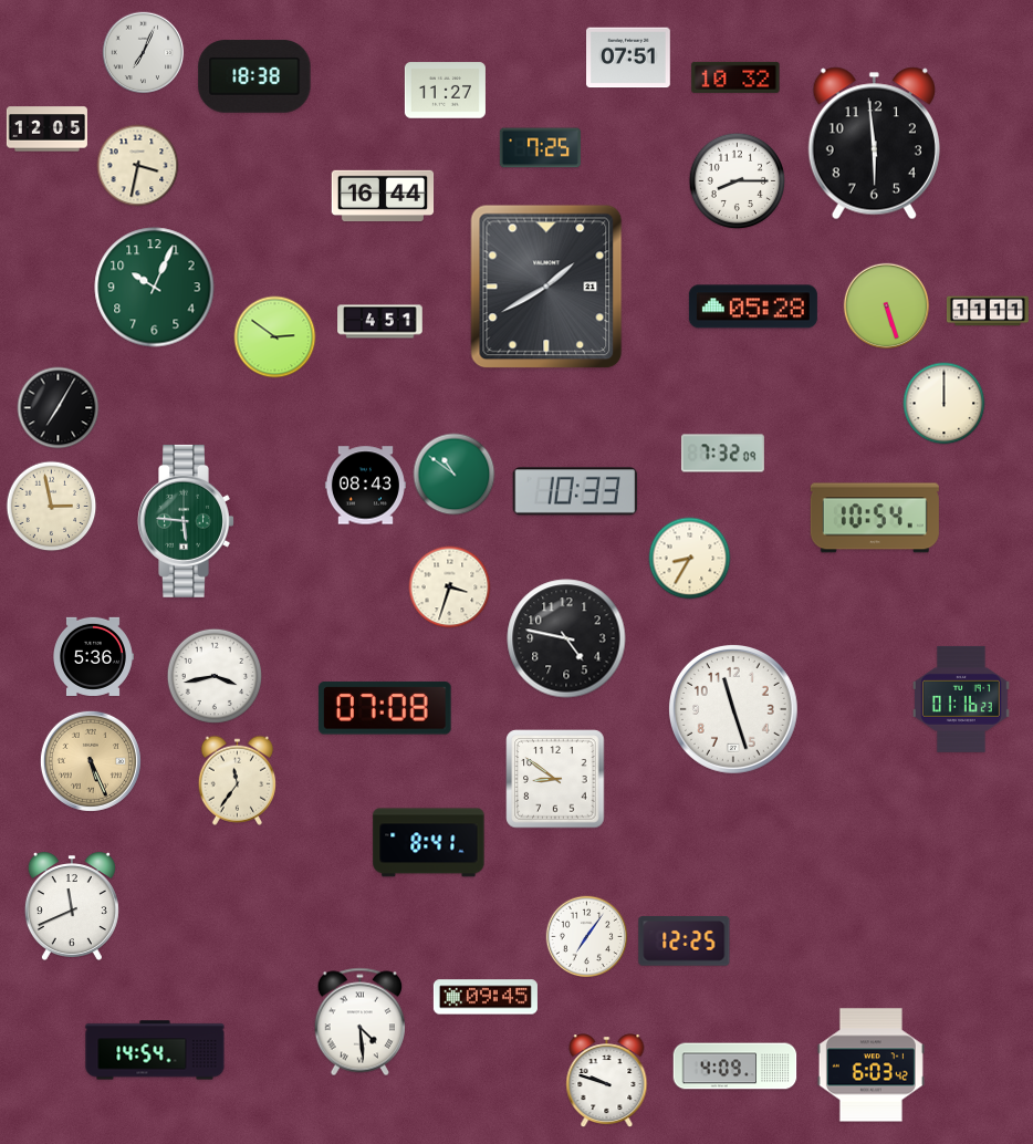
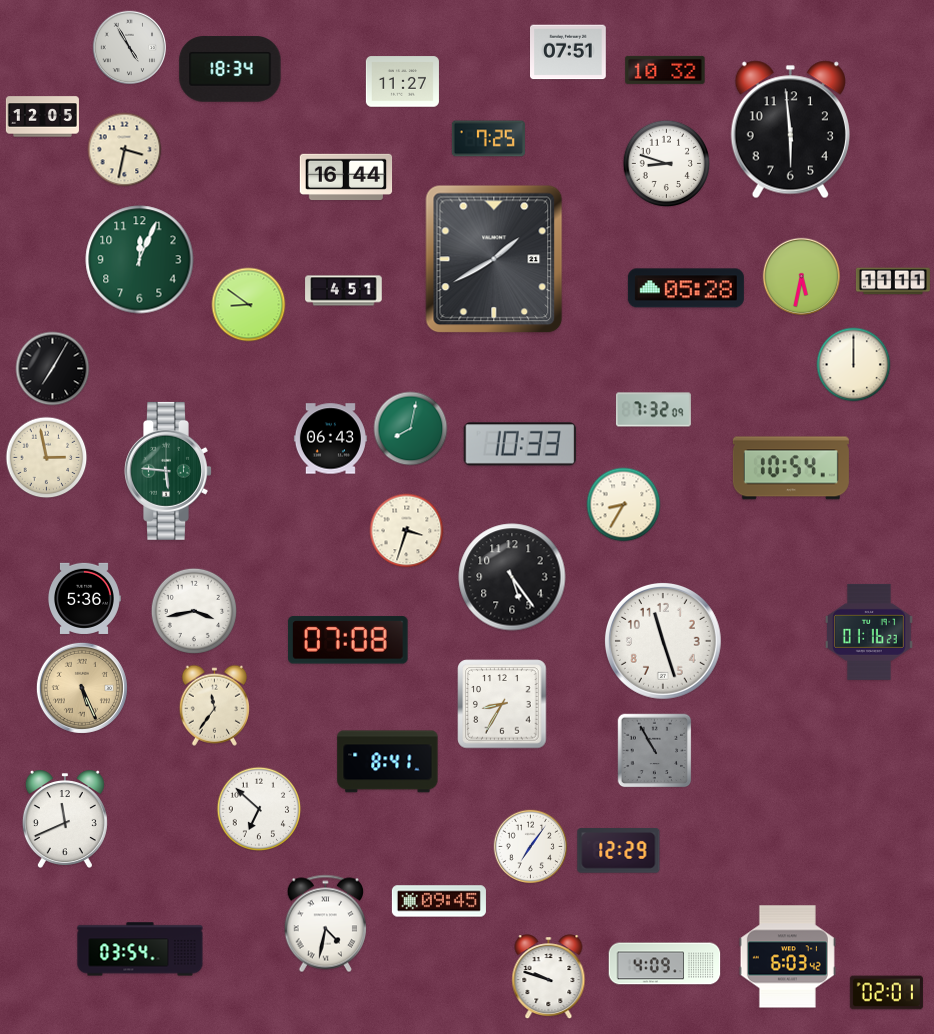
clock at (144, 53): 7:04 -> 4:55
clock at (254, 76): 18:38 -> 18:34
clock at (540, 148) position: (540, 148) -> (488, 139)
clock at (737, 180): 8:15 -> 8:48
clock at (155, 288): 10:04 -> 12:04
clock at (753, 306) position: (753, 306) -> (686, 288)
clock at (887, 306): 5:27 -> 5:32
clock at (275, 337): 2:51 -> 8:51
clock at (455, 475): 10:51 -> 8:02
clock at (365, 486): 08:43 -> 06:43
clock at (566, 638): 4:47 -> 5:24
clock at (94, 656) position: (94, 656) -> (85, 598)
clock at (555, 779): 8:51 -> 8:35
clock at (655, 751): none -> 10:55
clock at (259, 809): none -> 6:52
clock at (685, 942): 12:25 -> 12:29
clock at (359, 1022): 4:29 -> 4:32
clock at (155, 1050): 14:54 -> 03:54
clock at (870, 1065) position: (870, 1065) -> (787, 957)
clock at (886, 993): none -> 02:01
